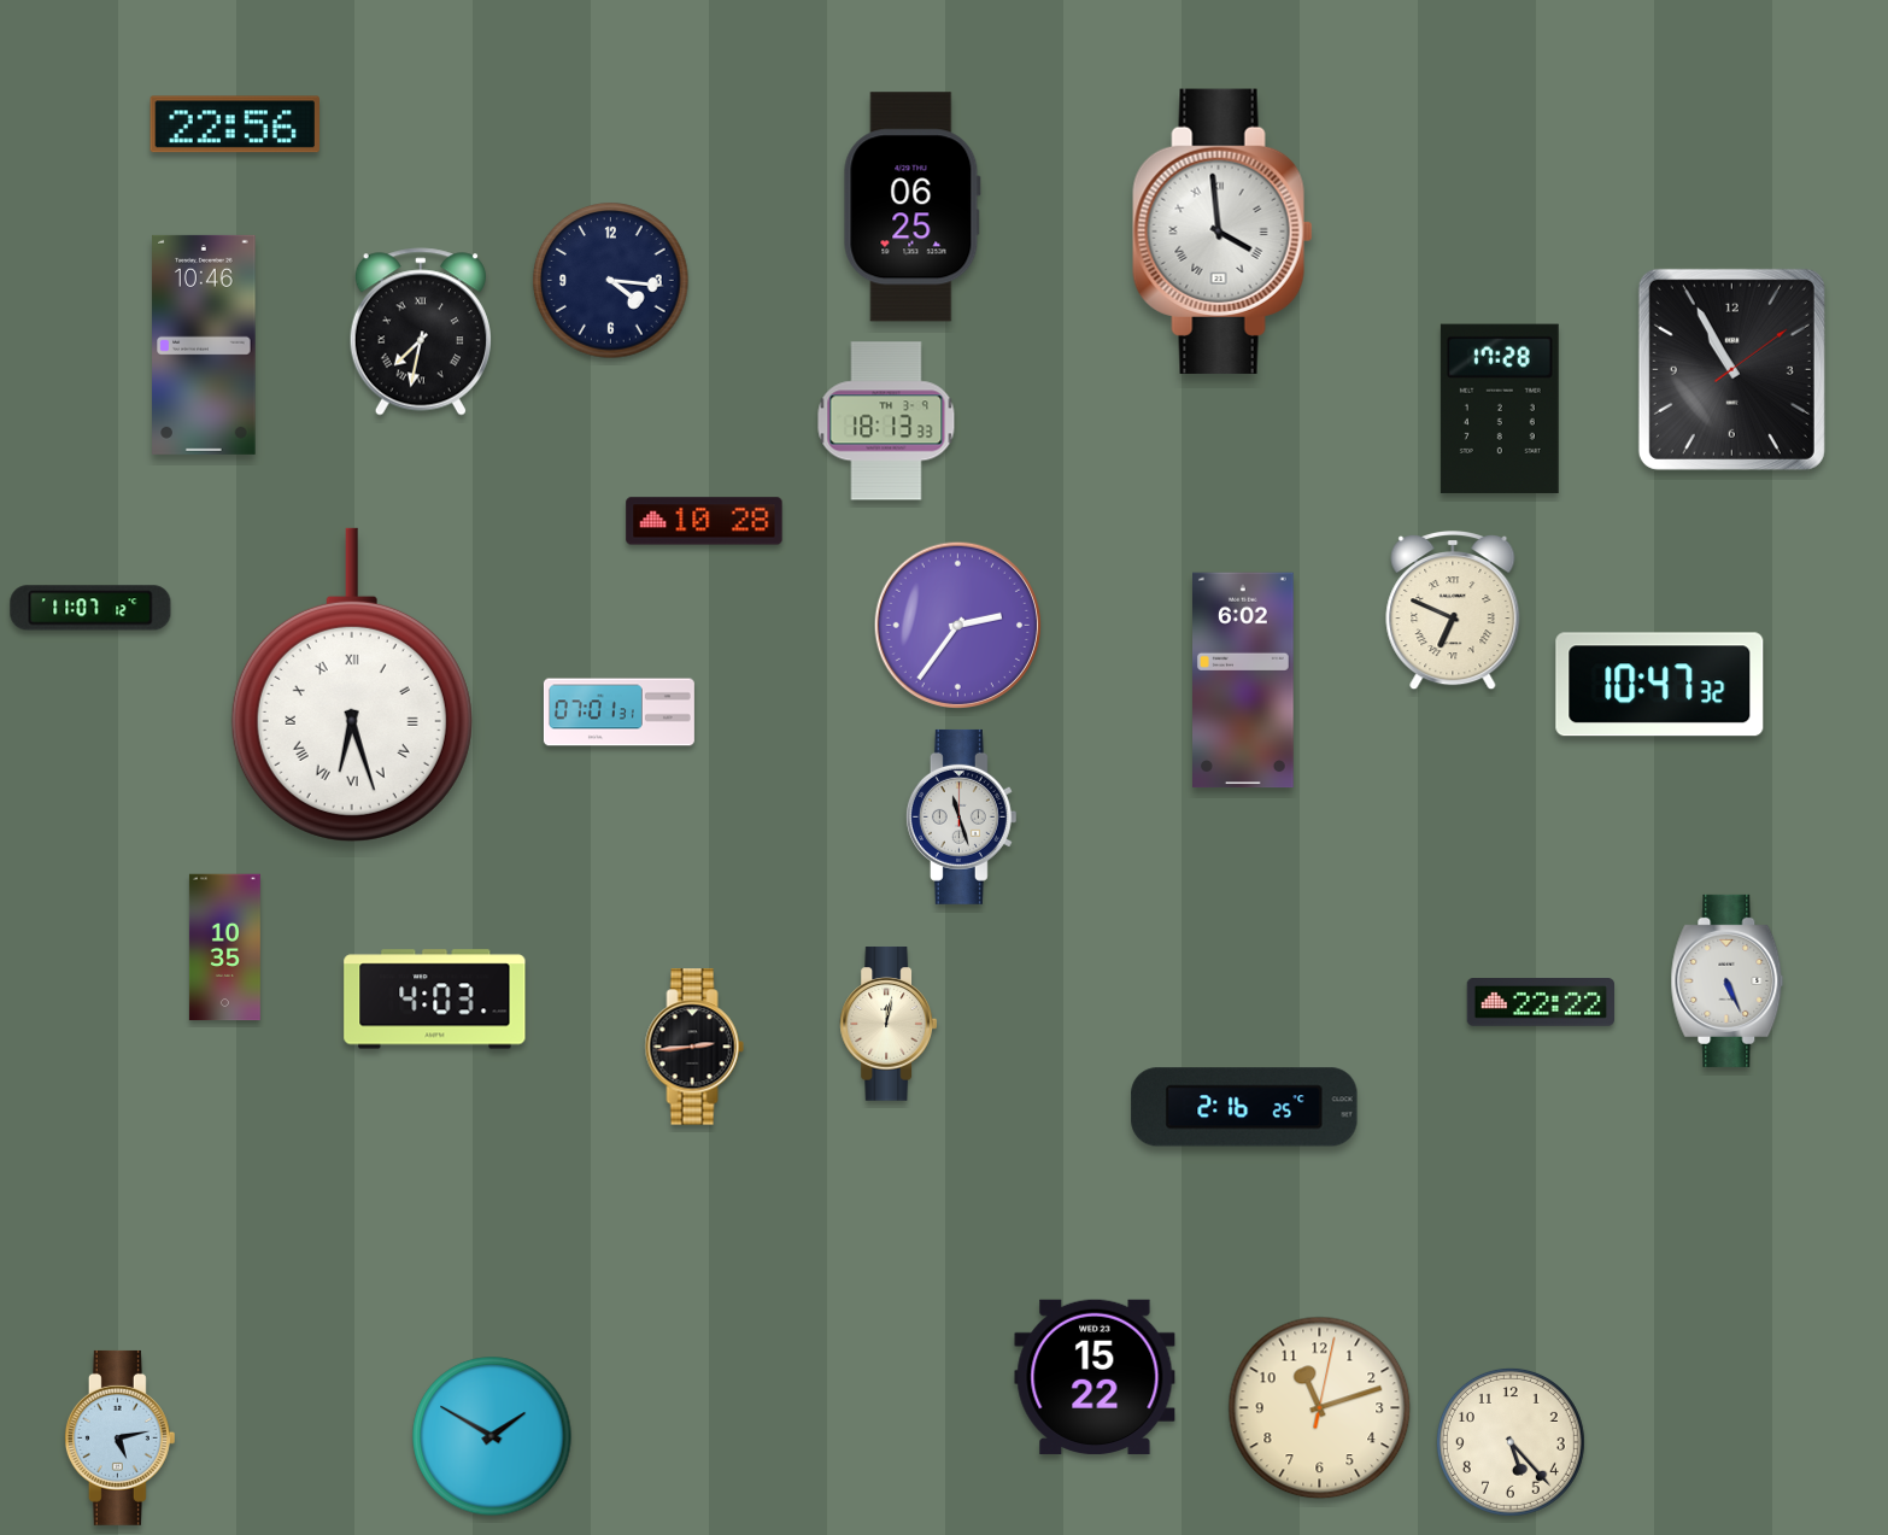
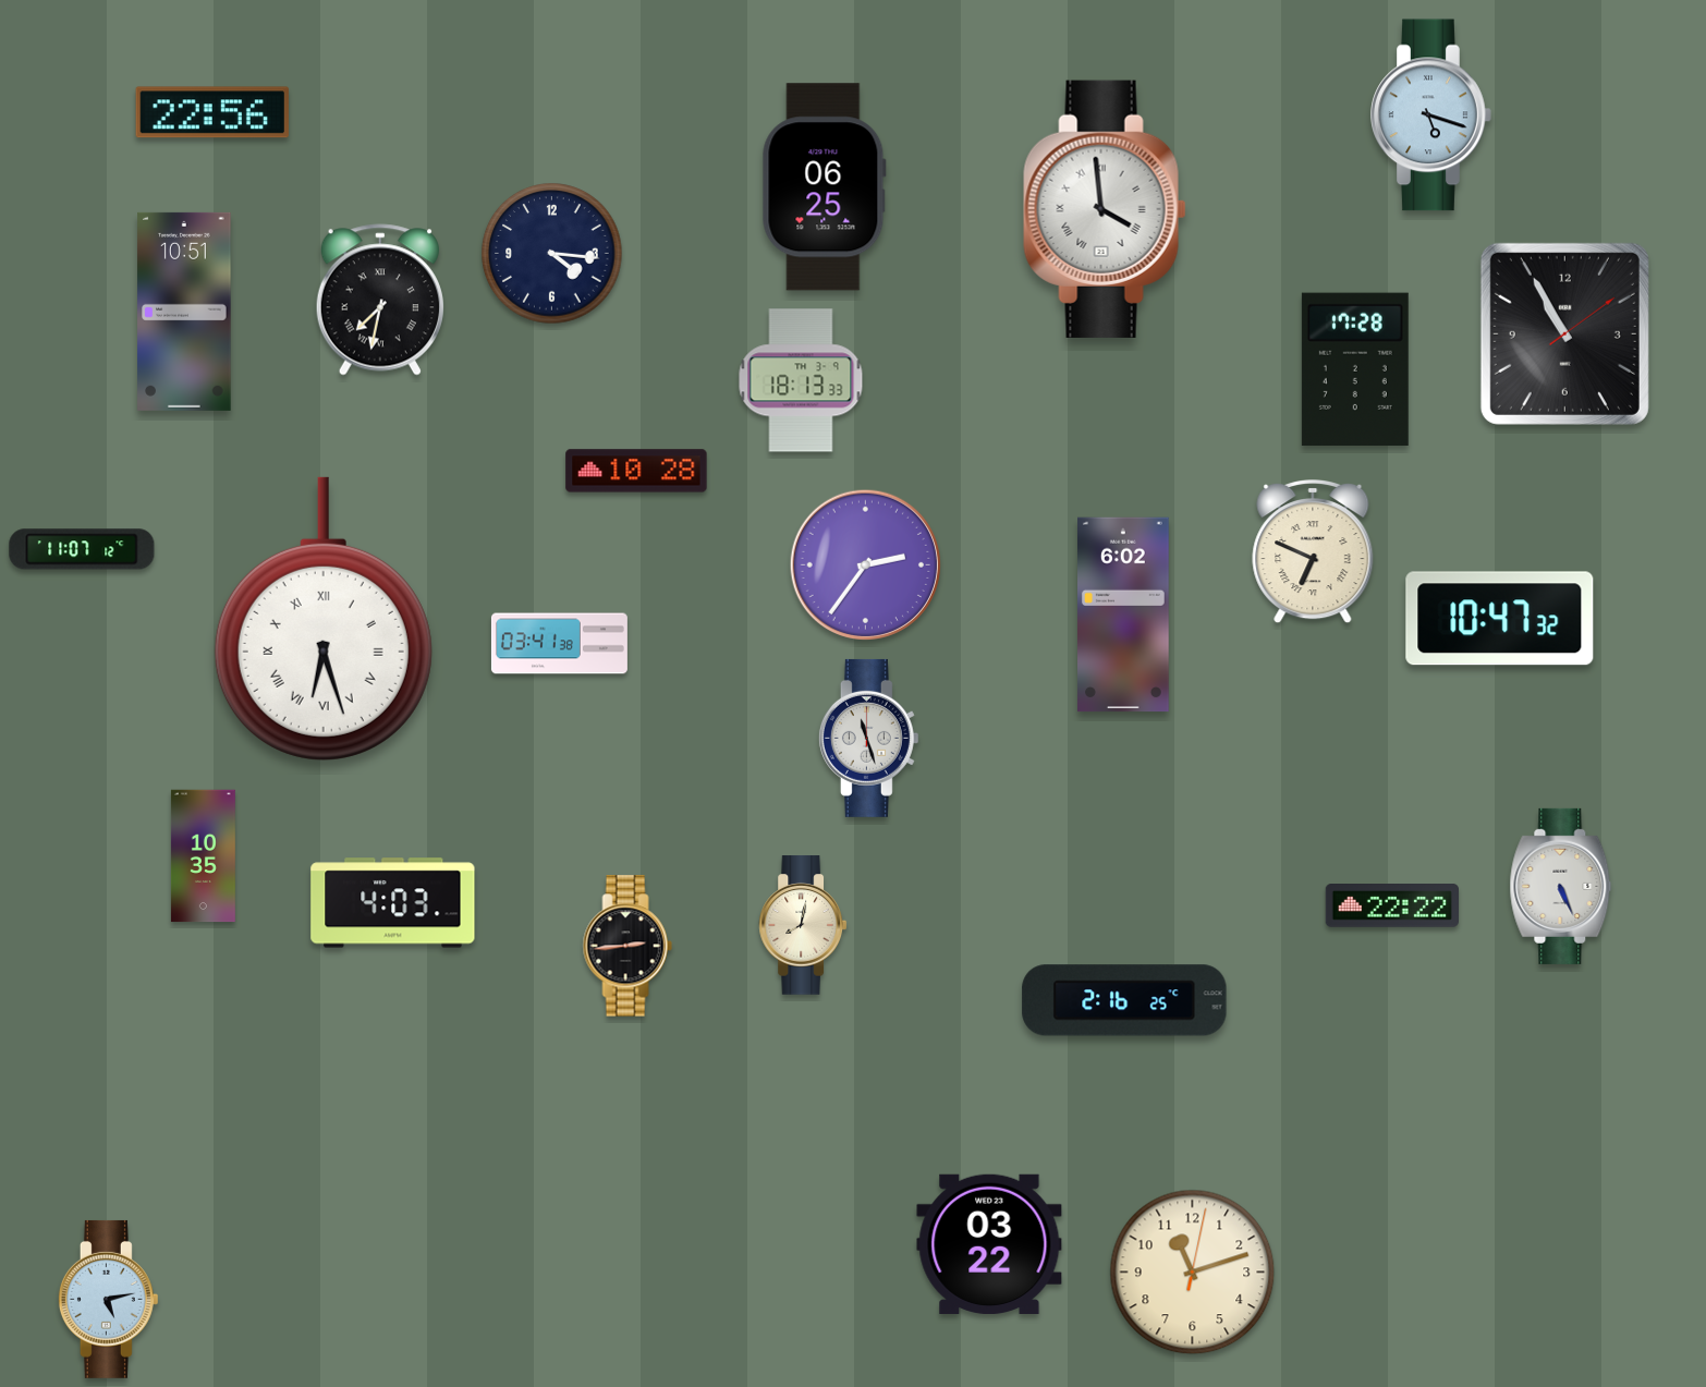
clock at (1431, 115): none -> 5:18
clock at (204, 345): 10:46 -> 10:51
clock at (352, 685) position: (352, 685) -> (324, 619)
clock at (618, 713): 07:01 -> 03:41
clock at (889, 1024): 12:02 -> 8:02
clock at (1095, 1377): 15:22 -> 03:22
clock at (492, 1436): 1:50 -> none
clock at (1511, 1442): 5:23 -> none
